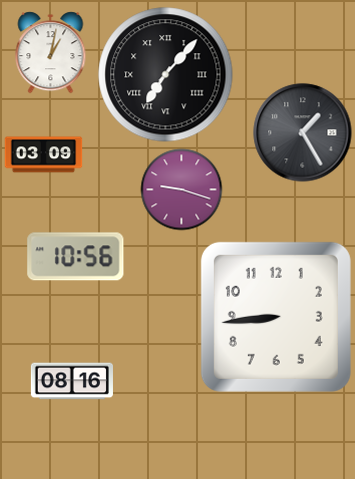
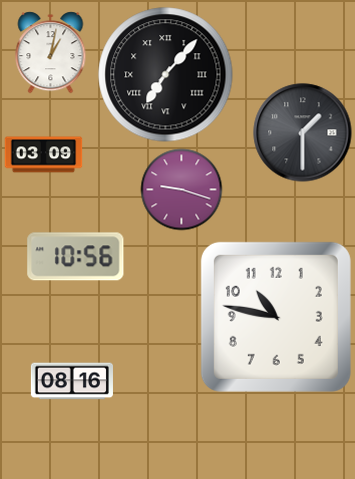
clock at (303, 133): 1:25 -> 1:30
clock at (276, 317): 8:44 -> 10:47
